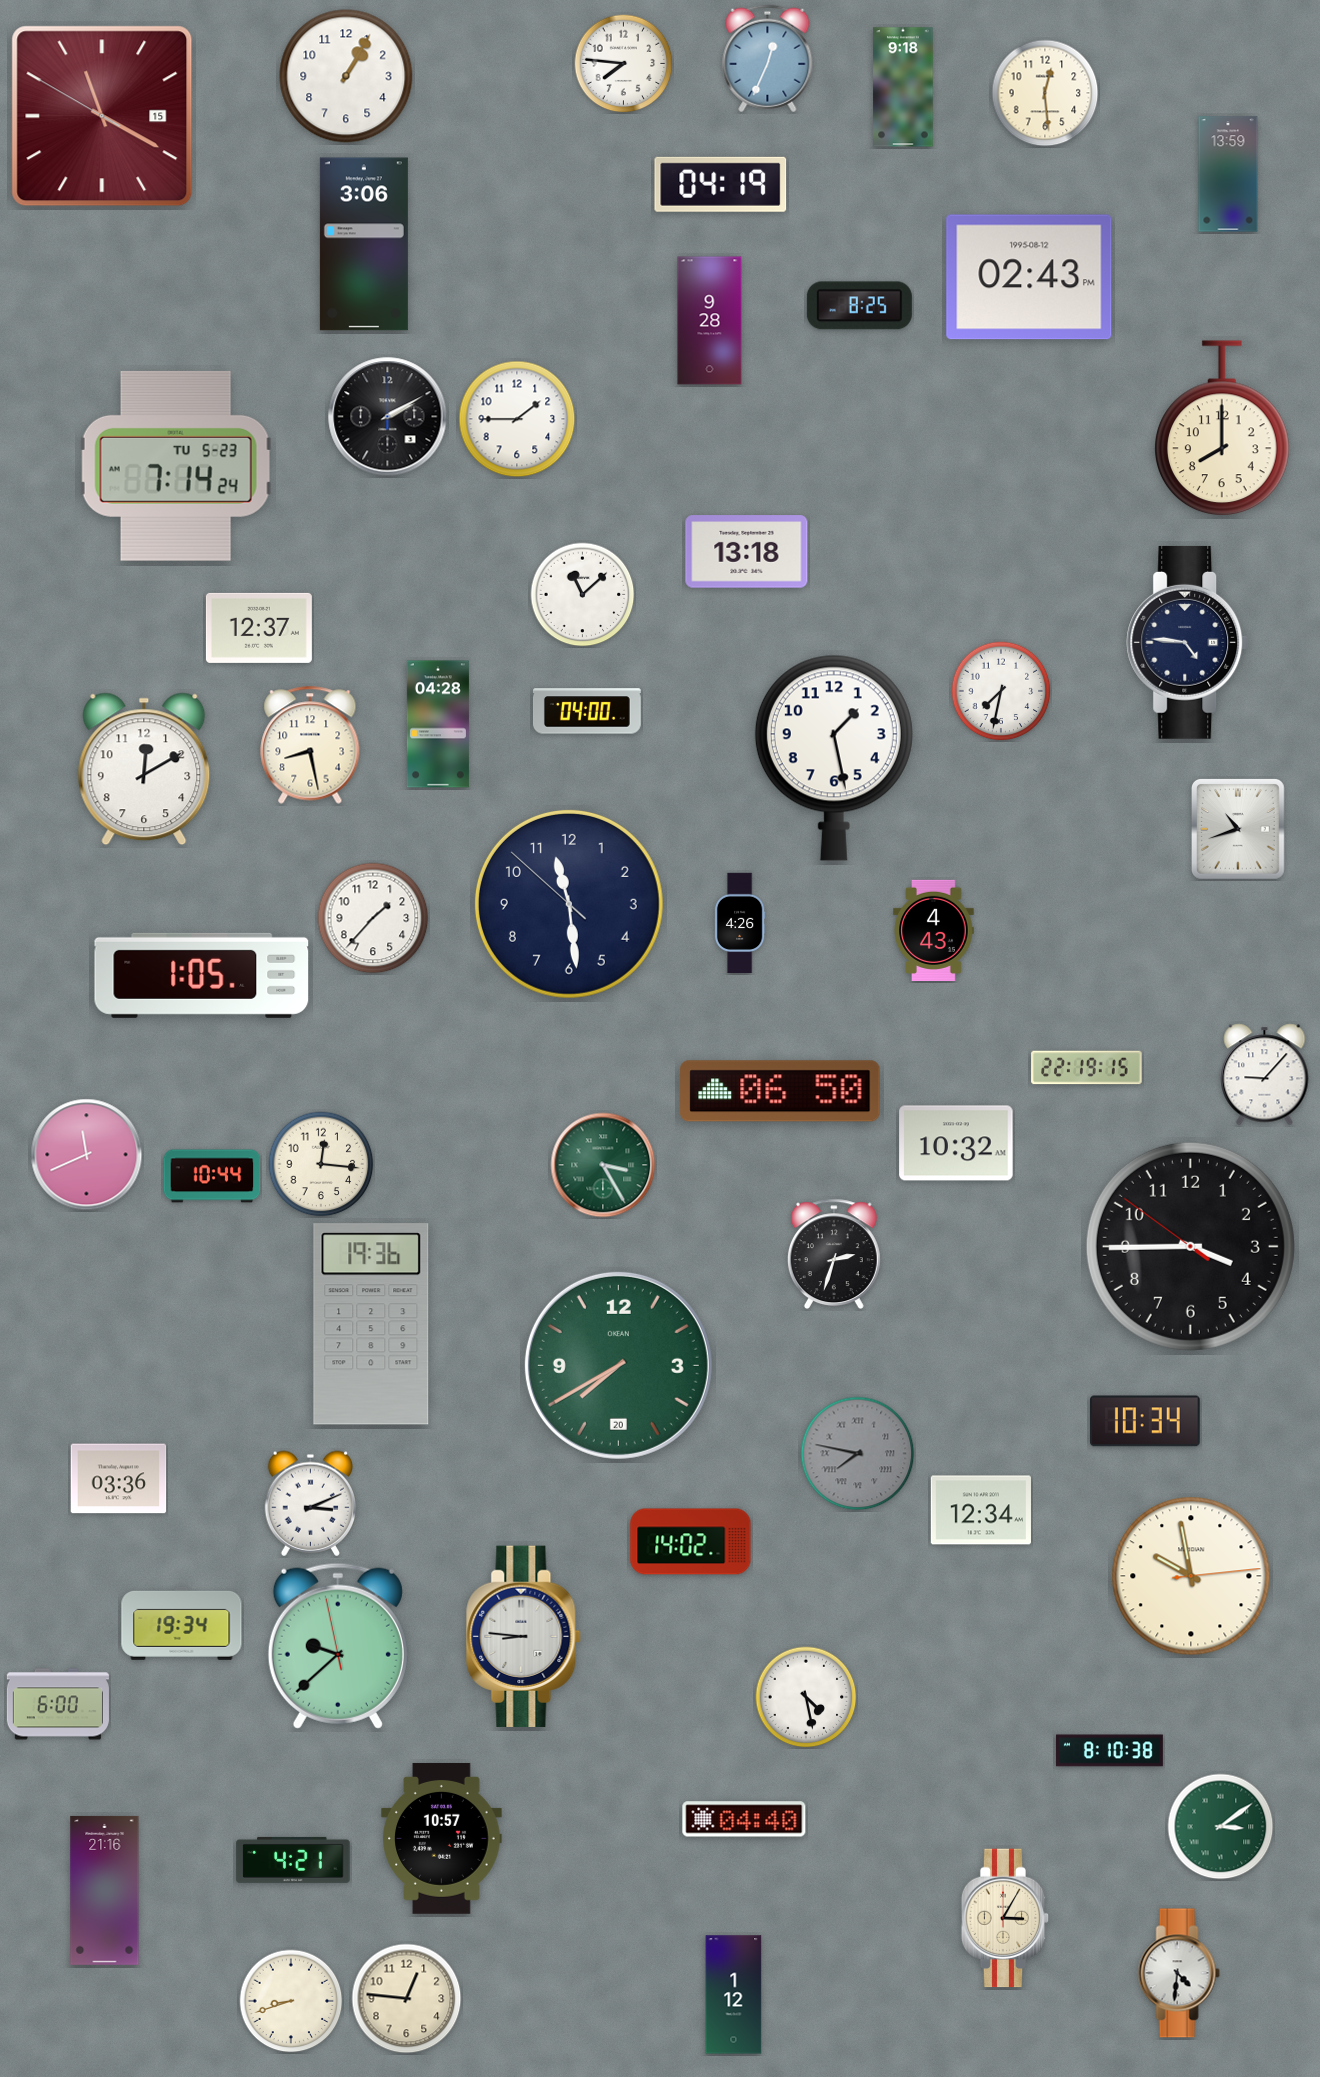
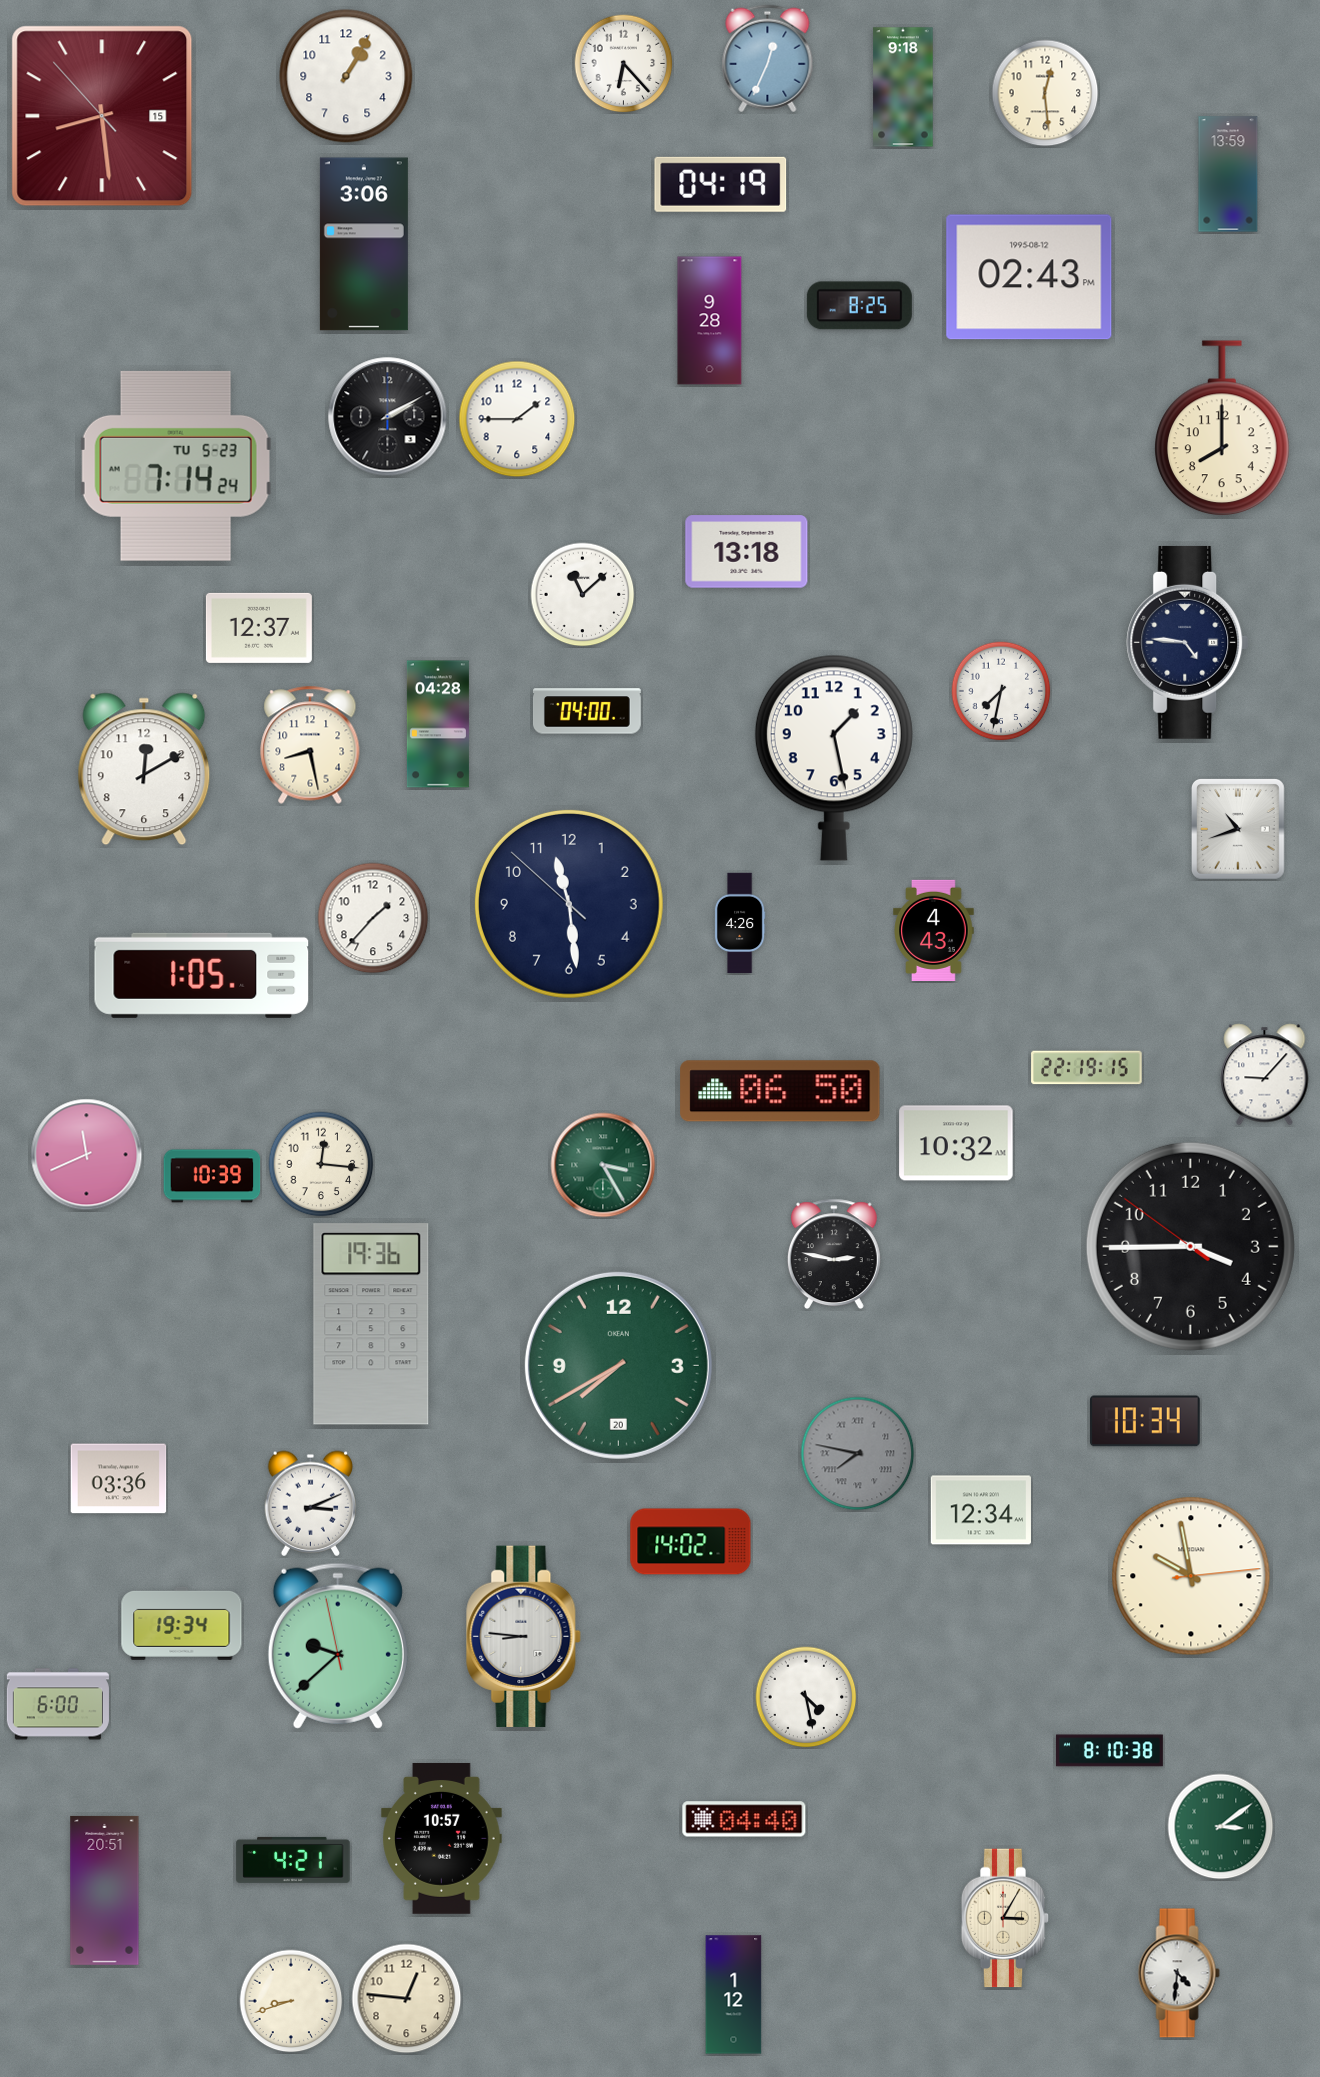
clock at (624, 64): 7:46 -> 6:23
clock at (102, 116): 11:19 -> 8:28
clock at (212, 1176): 10:44 -> 10:39
clock at (834, 1254): 2:33 -> 2:47
clock at (105, 1890): 21:16 -> 20:51
